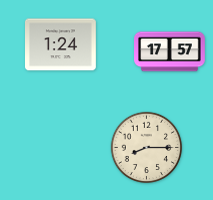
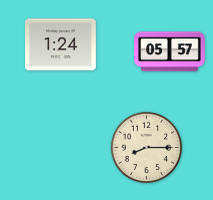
clock at (170, 52): 17:57 -> 05:57
